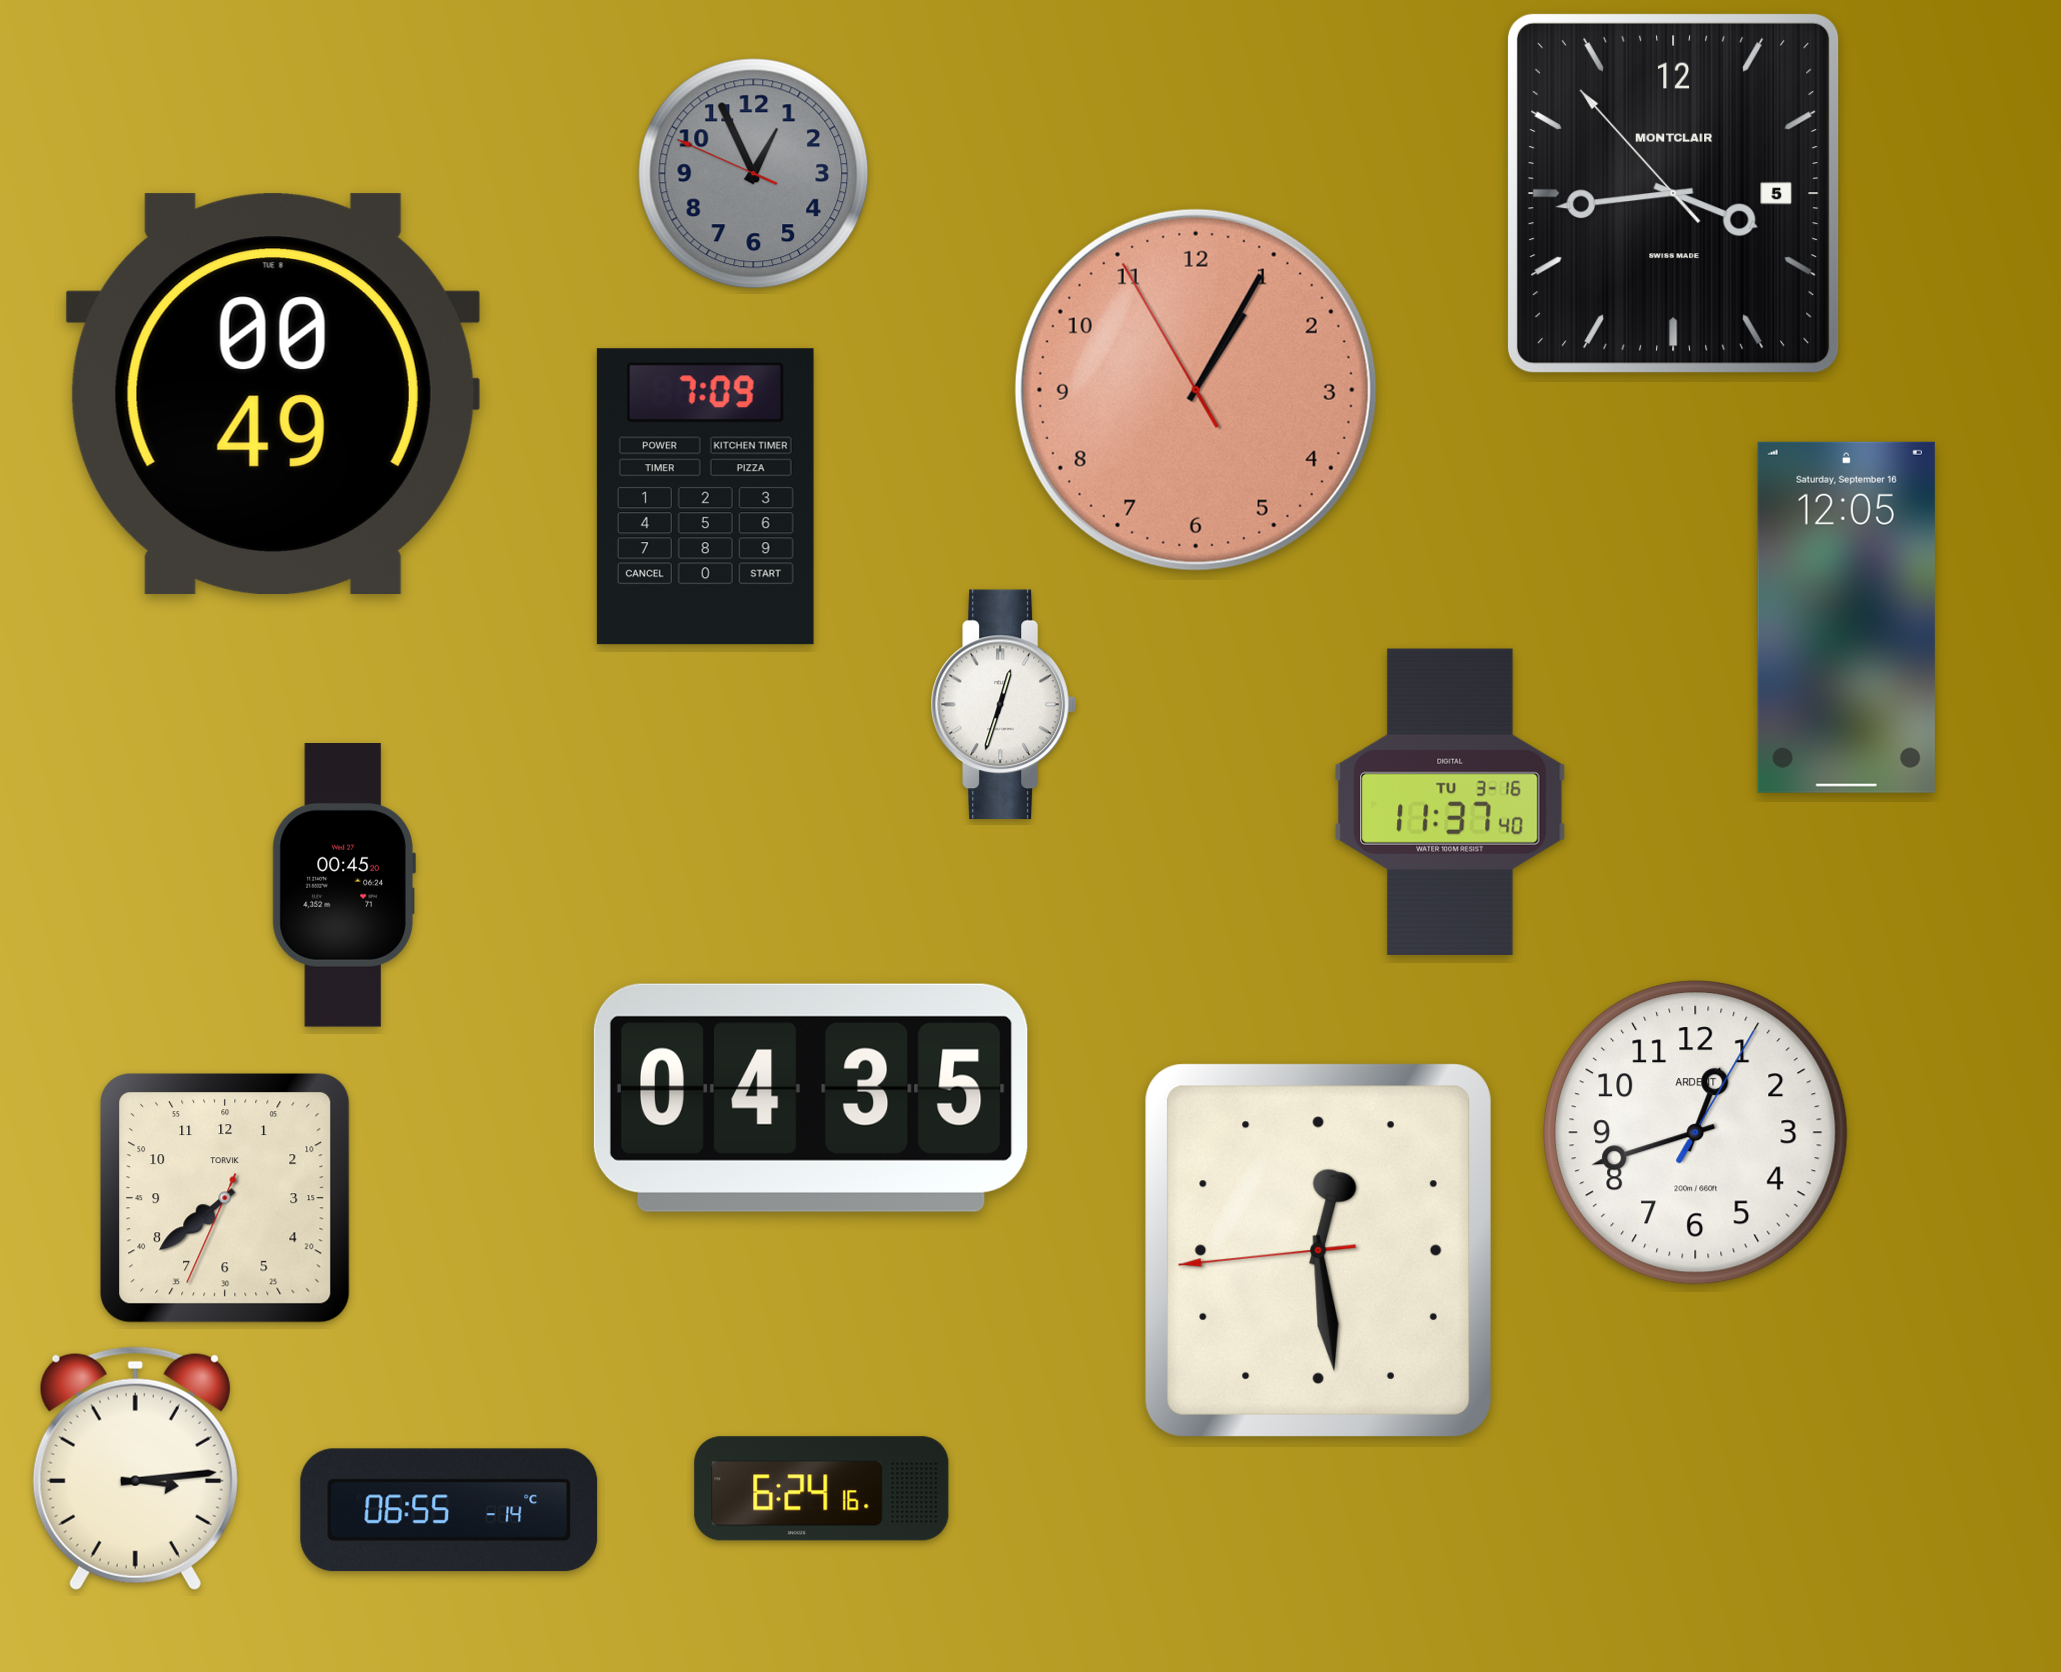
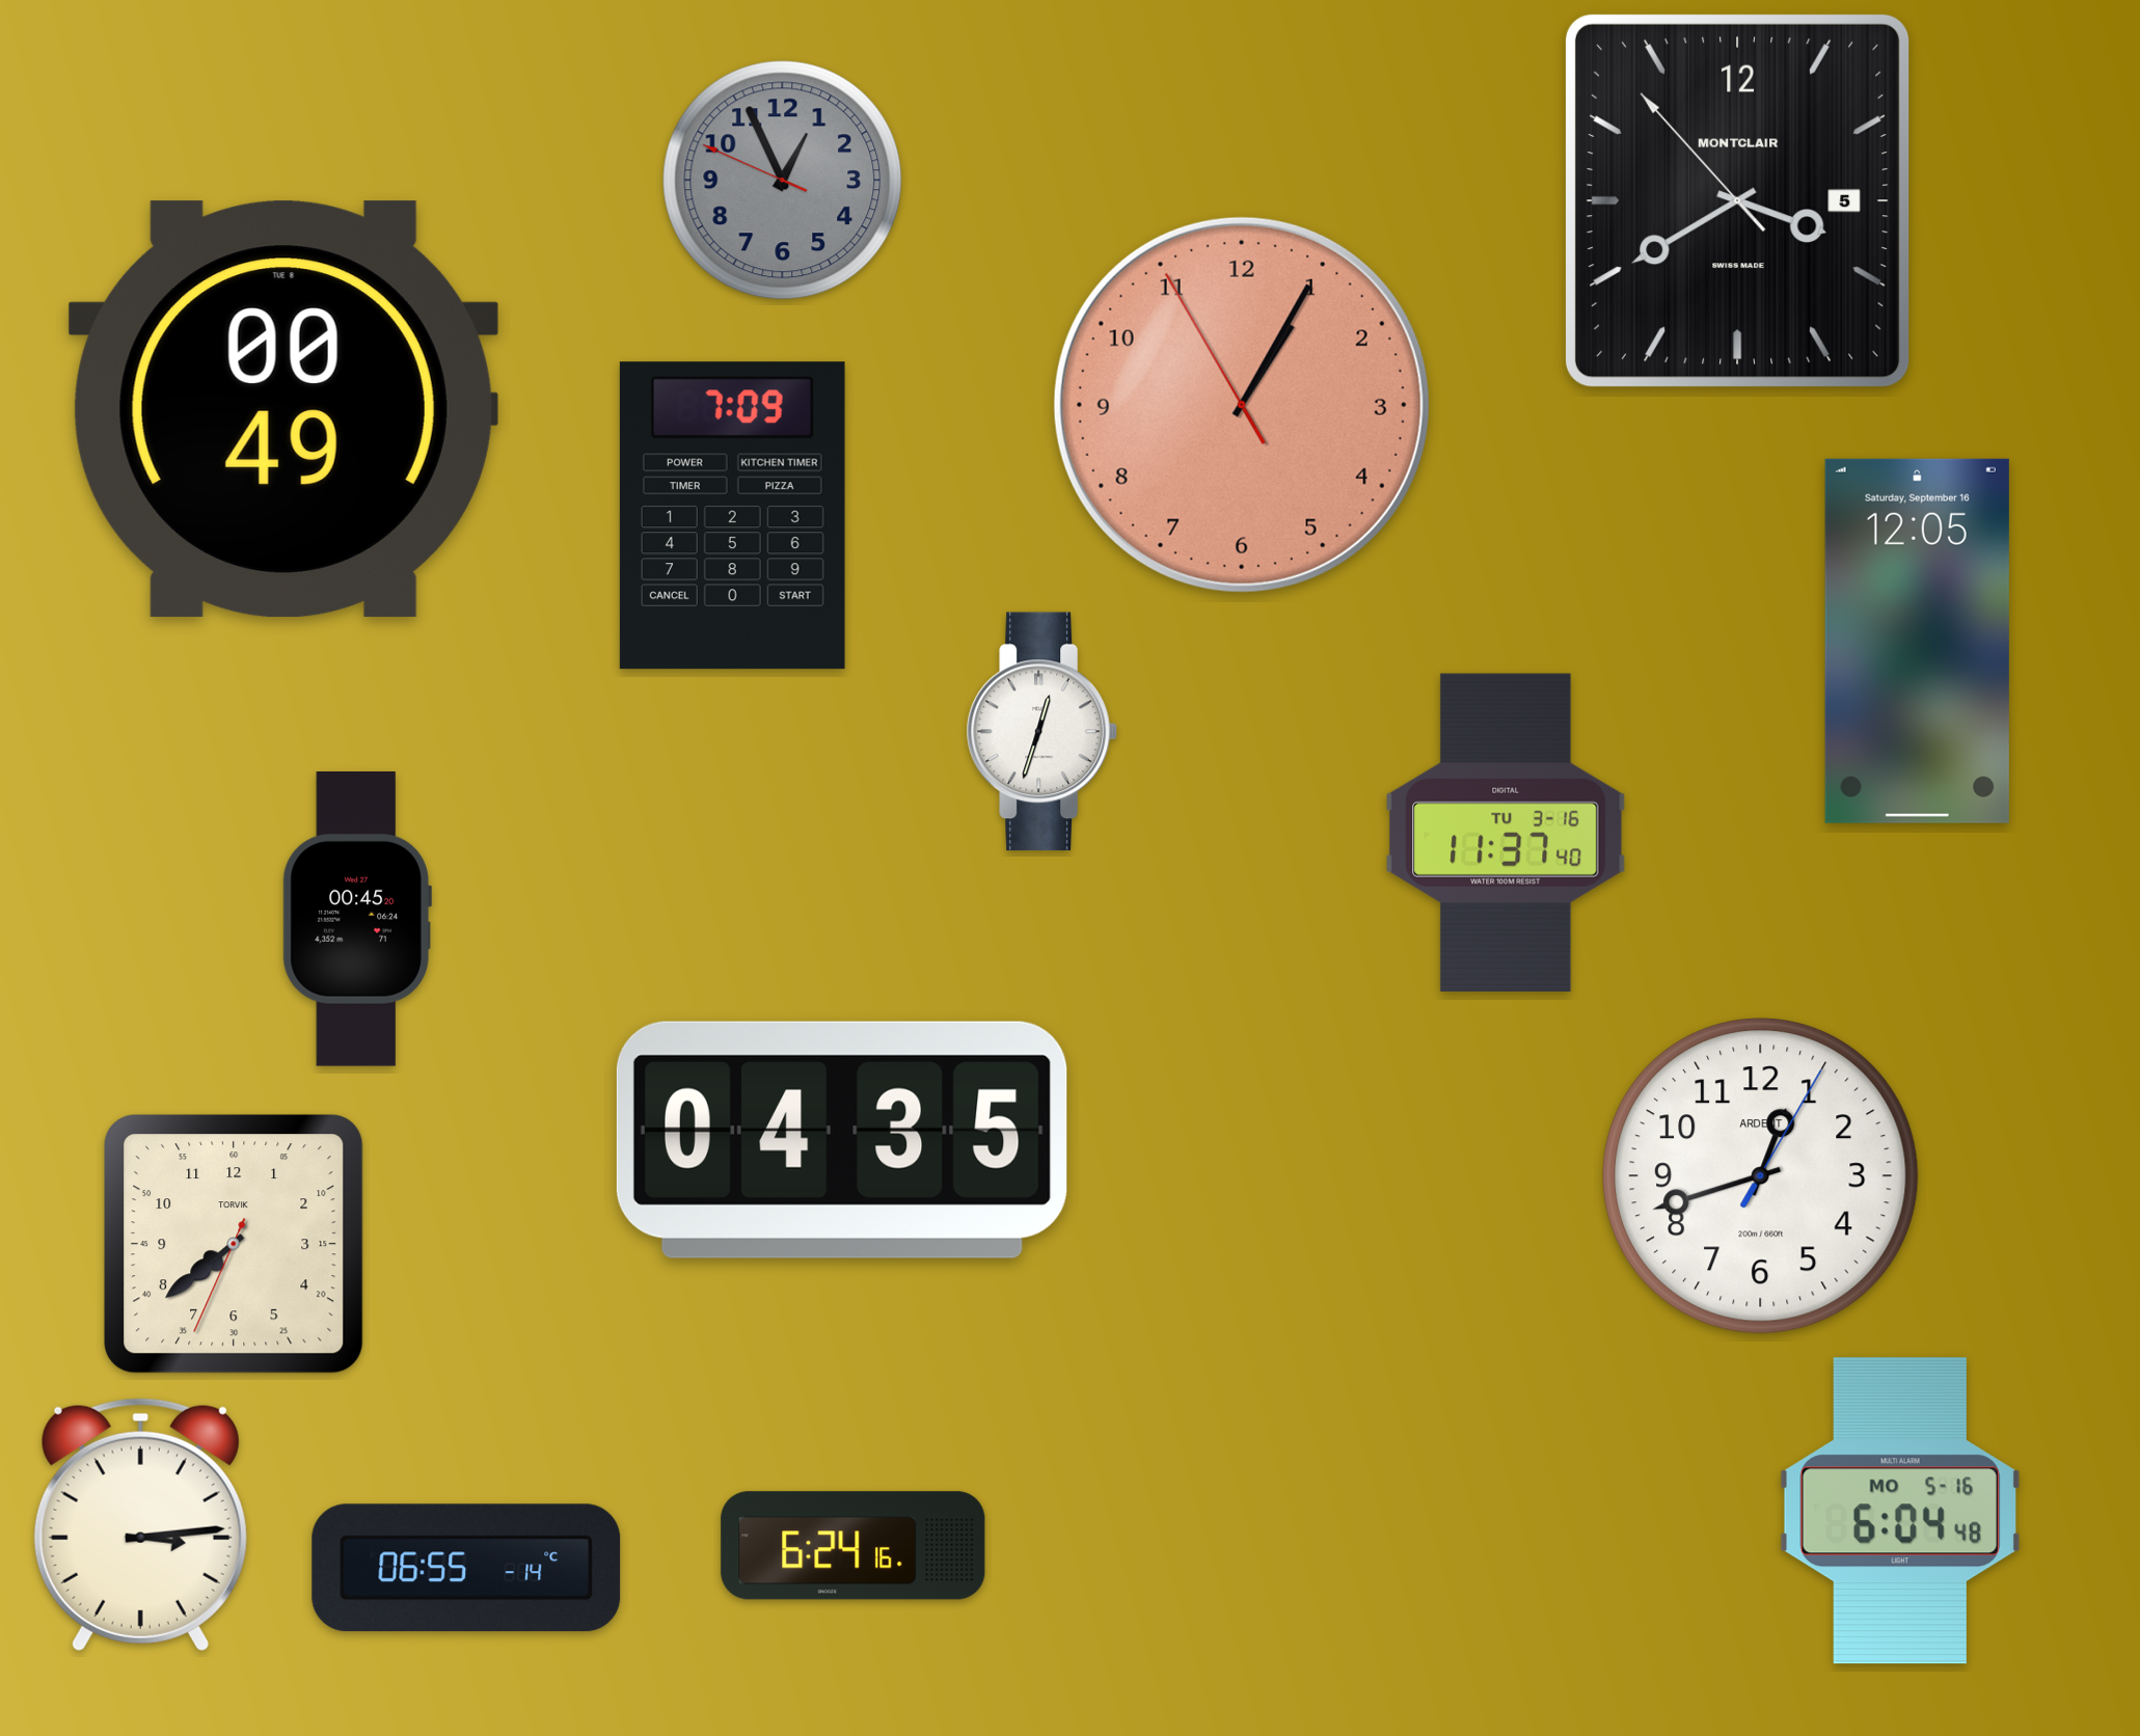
clock at (1673, 193): 3:43 -> 3:39
clock at (1318, 1250): 12:28 -> none
clock at (1900, 1511): none -> 6:04
